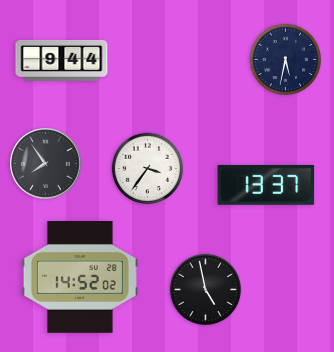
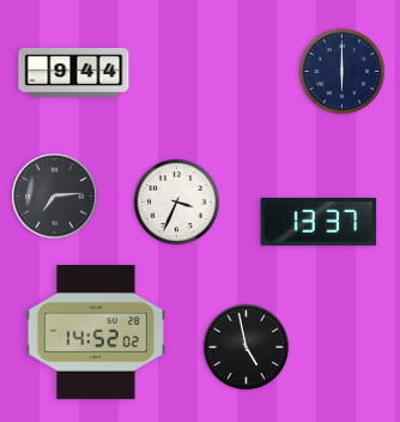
clock at (286, 60): 5:32 -> 6:00
clock at (46, 164): 7:54 -> 7:14
clock at (148, 169): 3:36 -> 3:34
